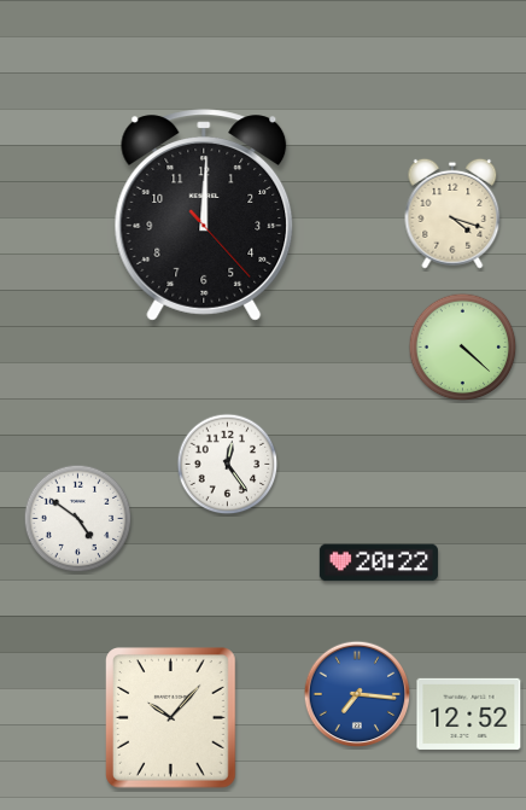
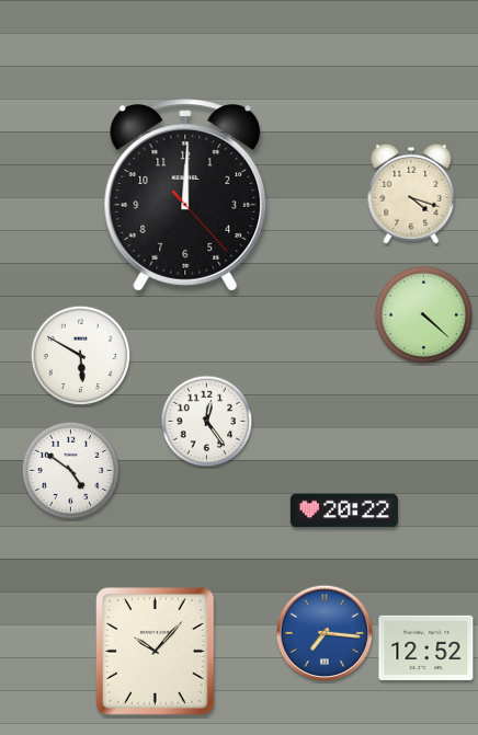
clock at (463, 348) position: (463, 348) -> (424, 315)
clock at (81, 356): none -> 5:50
clock at (357, 694) position: (357, 694) -> (325, 633)
